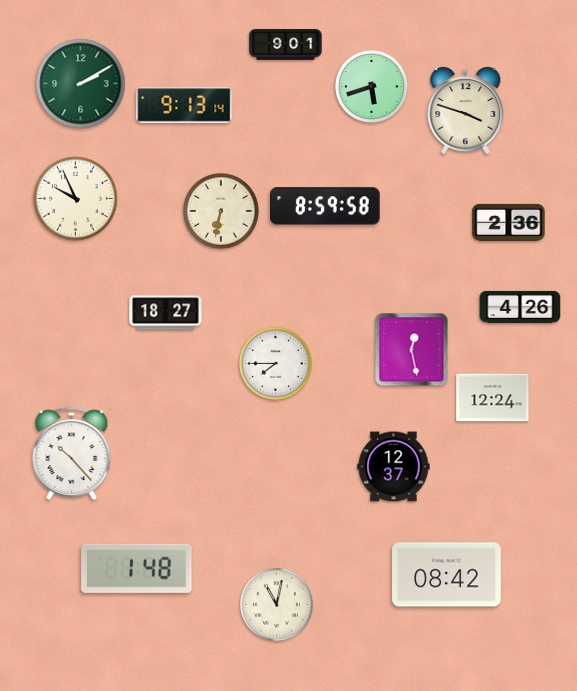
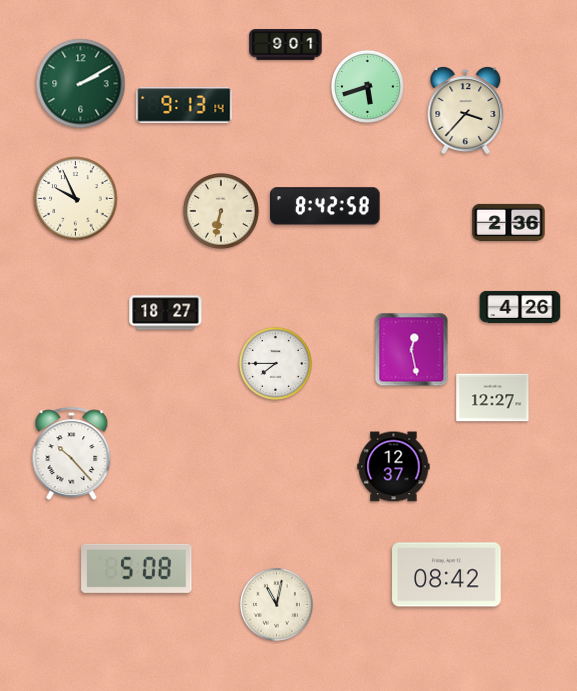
clock at (371, 86) position: (371, 86) -> (367, 86)
clock at (466, 110): 3:48 -> 3:37
clock at (325, 206): 8:59 -> 8:42
clock at (493, 398): 12:24 -> 12:27
clock at (137, 568): 1:48 -> 5:08
